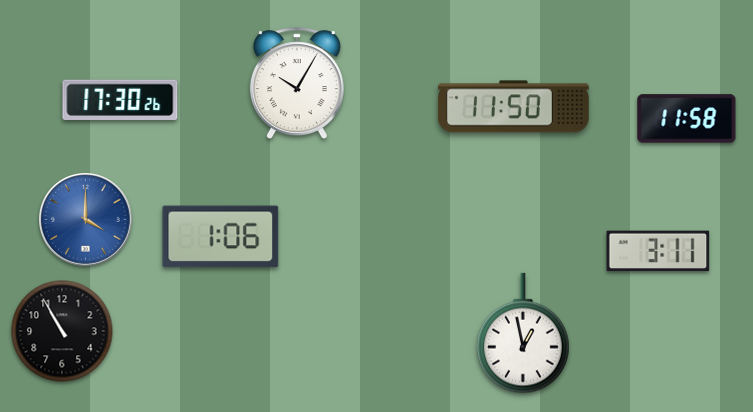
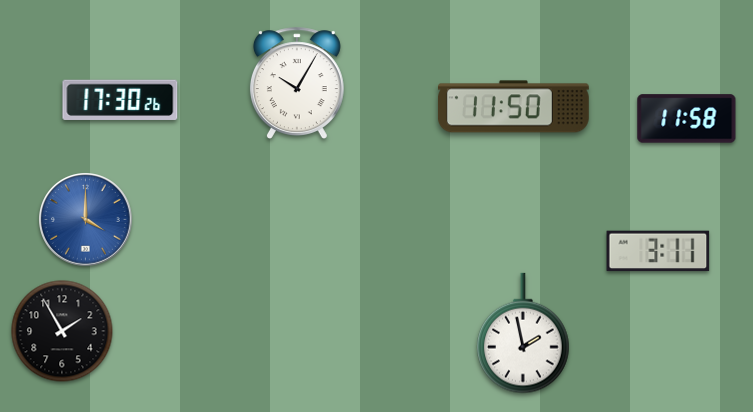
clock at (221, 237): 1:06 -> none
clock at (62, 331): 10:55 -> 1:55
clock at (523, 333): 12:58 -> 1:58
